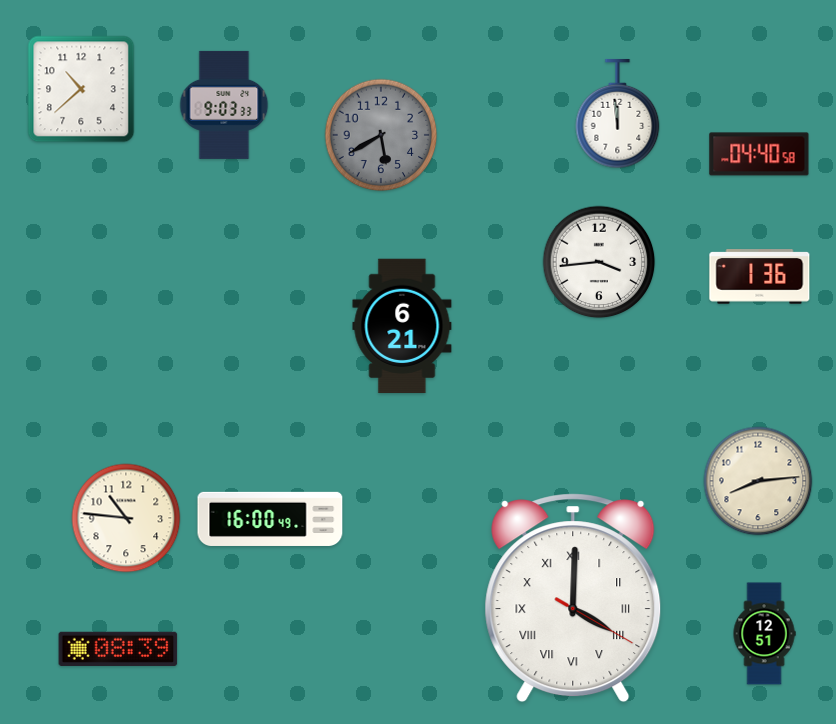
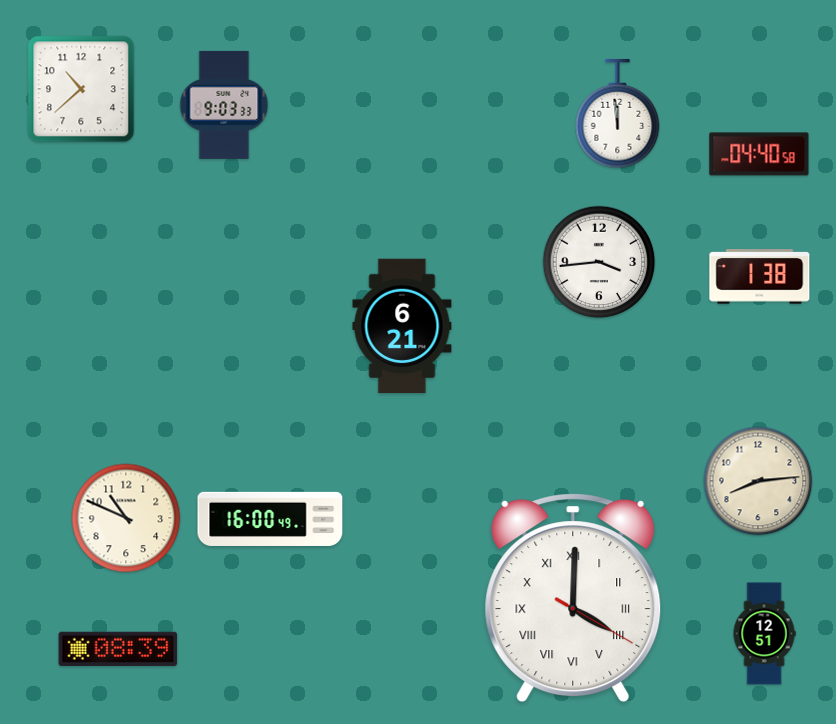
clock at (381, 135): 5:40 -> none
clock at (760, 277): 1:36 -> 1:38
clock at (126, 518): 10:46 -> 10:49
